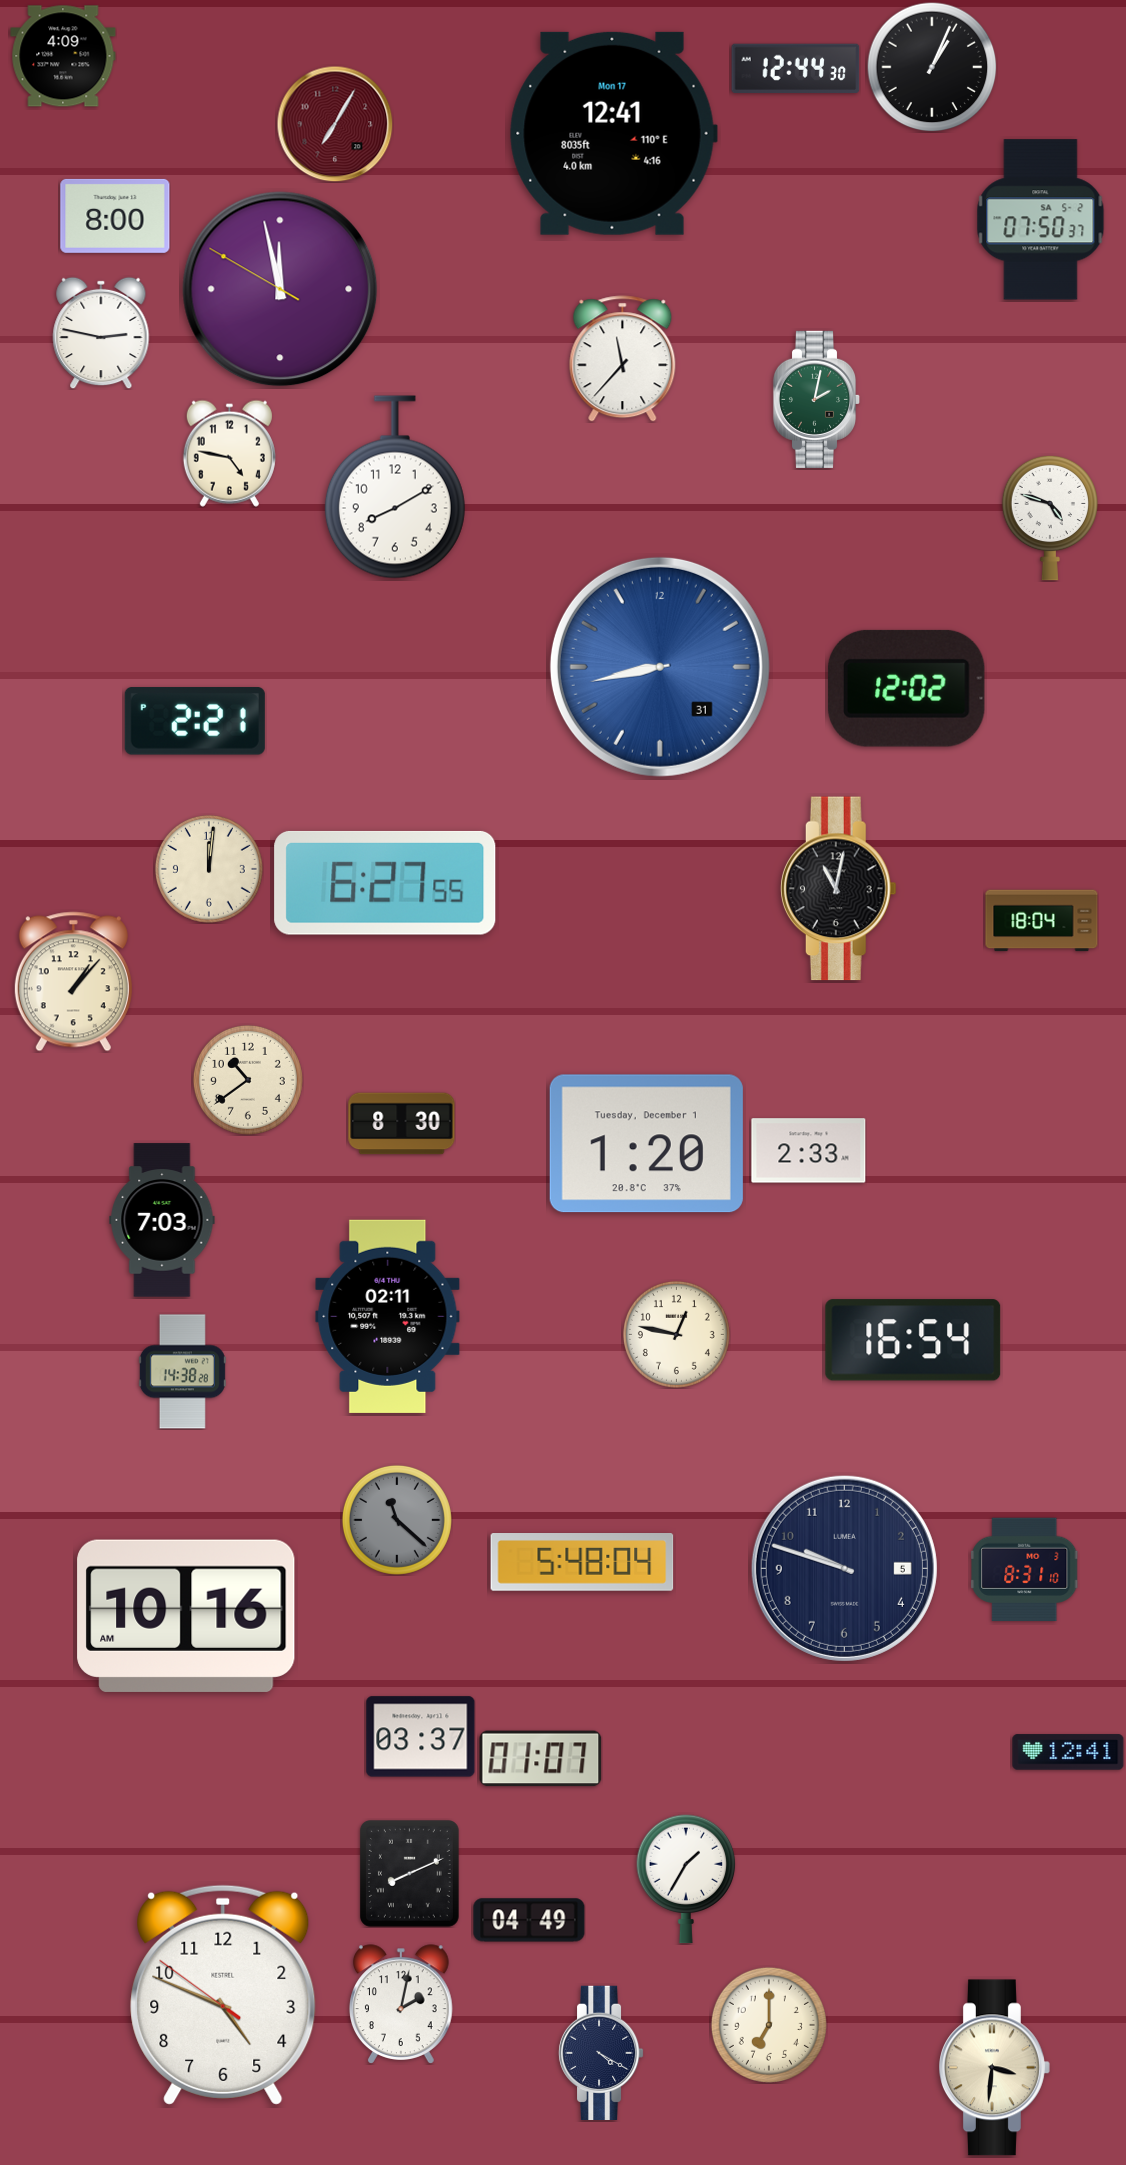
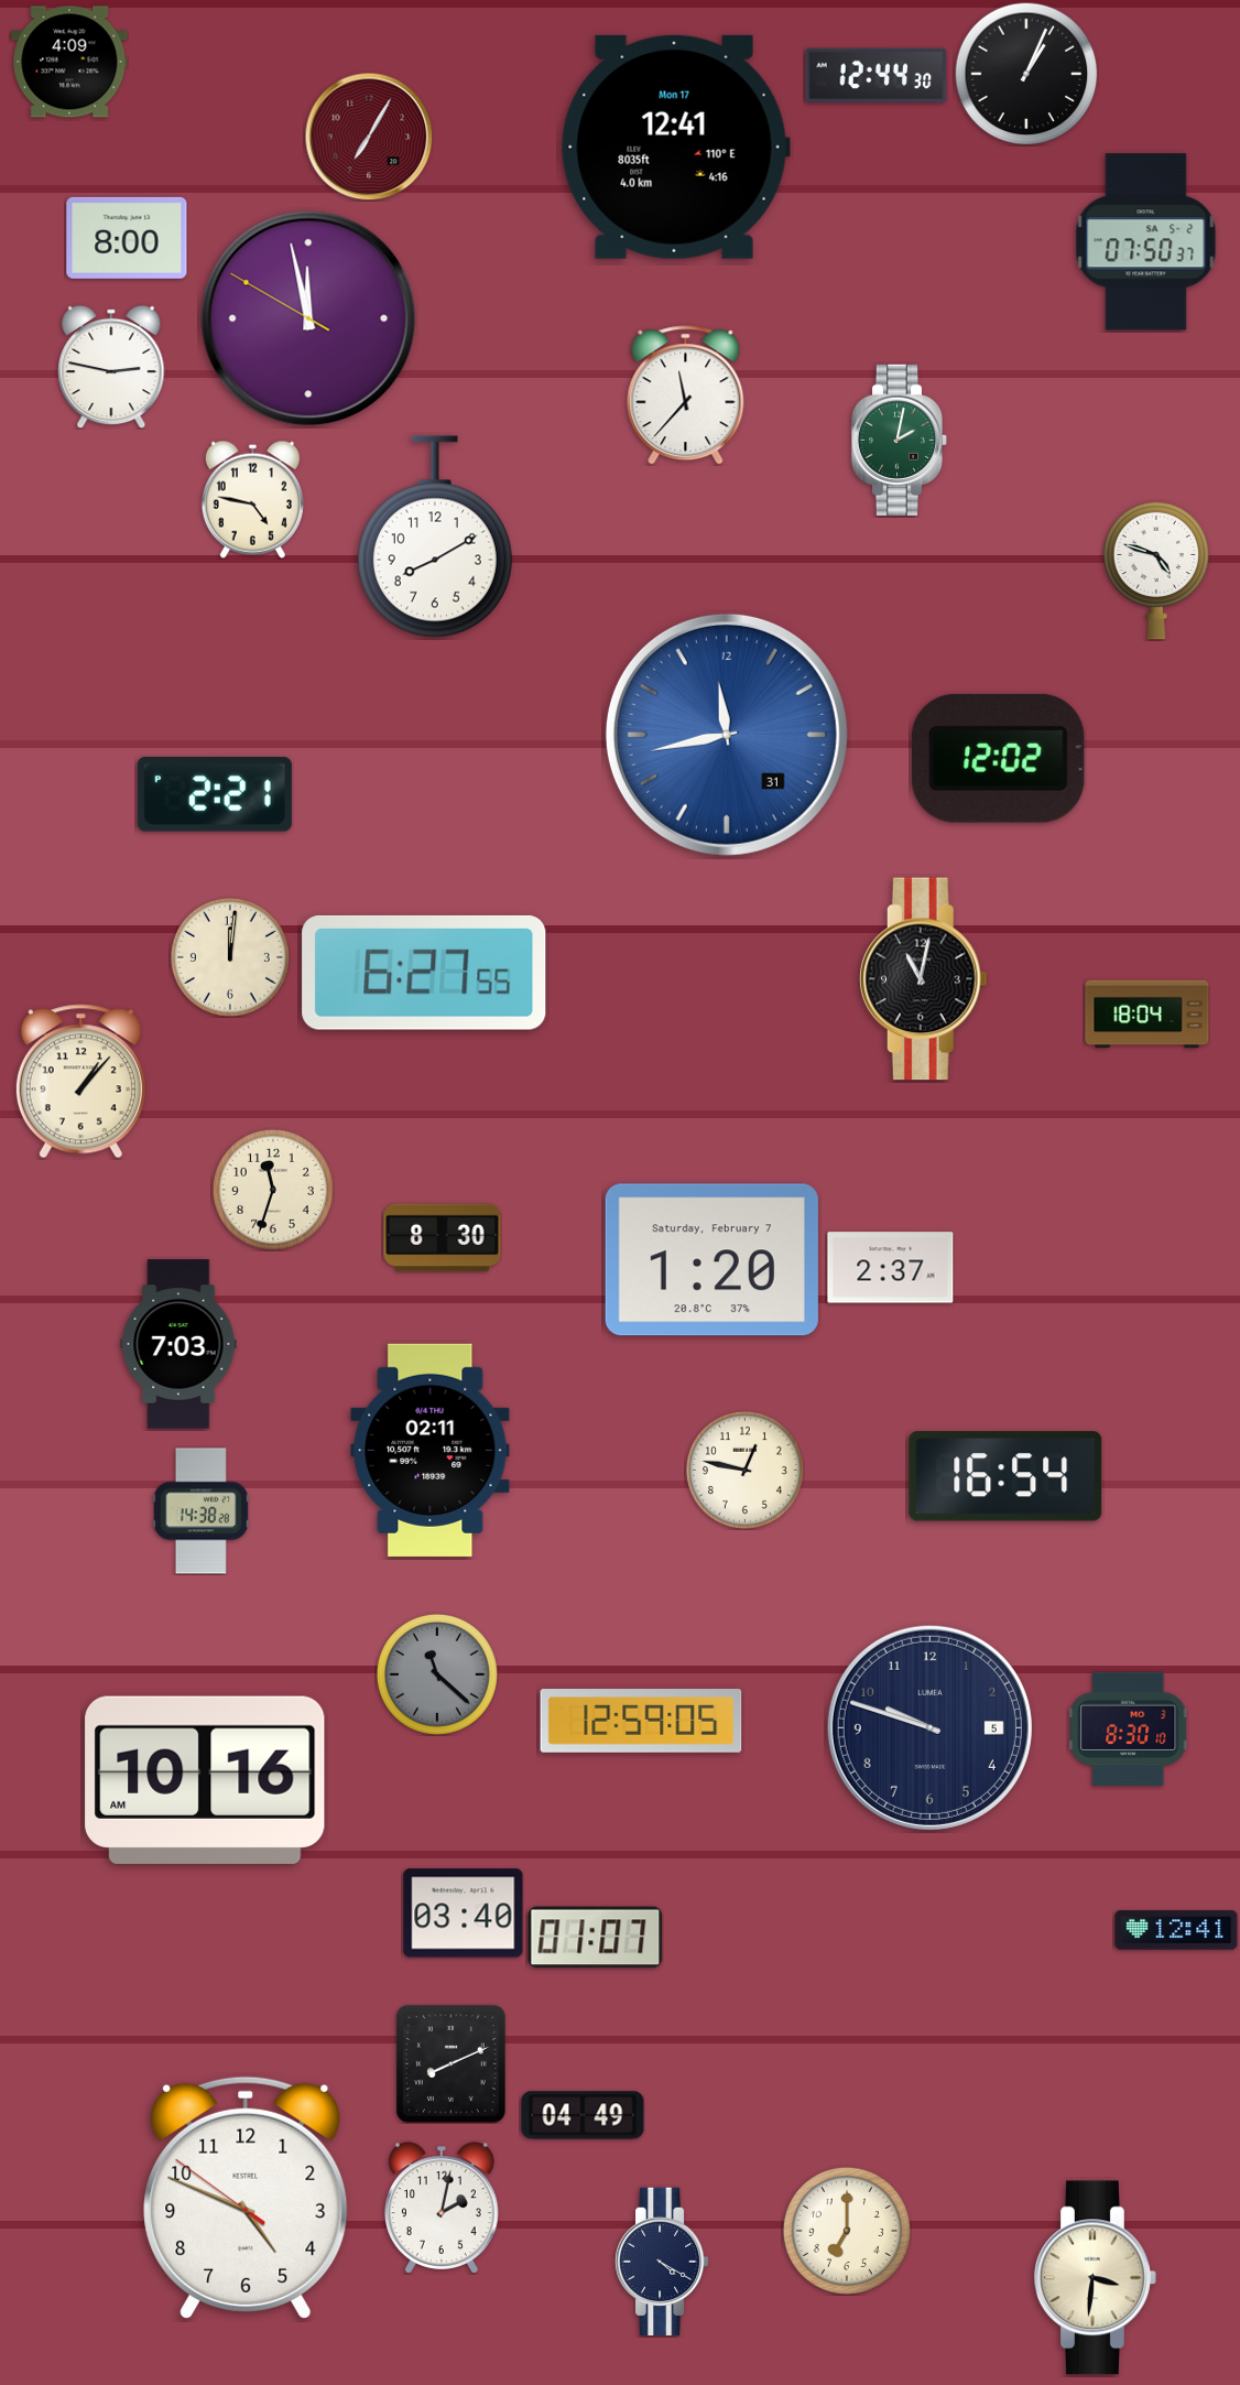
clock at (660, 667): 8:43 -> 11:43
clock at (248, 1080): 10:39 -> 11:33
clock at (646, 1144) date: Tuesday, December 1 -> Saturday, February 7
clock at (809, 1151): 2:33 -> 2:37
clock at (388, 1316) position: (388, 1316) -> (431, 1450)
clock at (582, 1563): 5:48 -> 12:59
clock at (1025, 1570): 8:31 -> 8:30
clock at (421, 1737): 03:37 -> 03:40
clock at (686, 1879): 1:35 -> none
